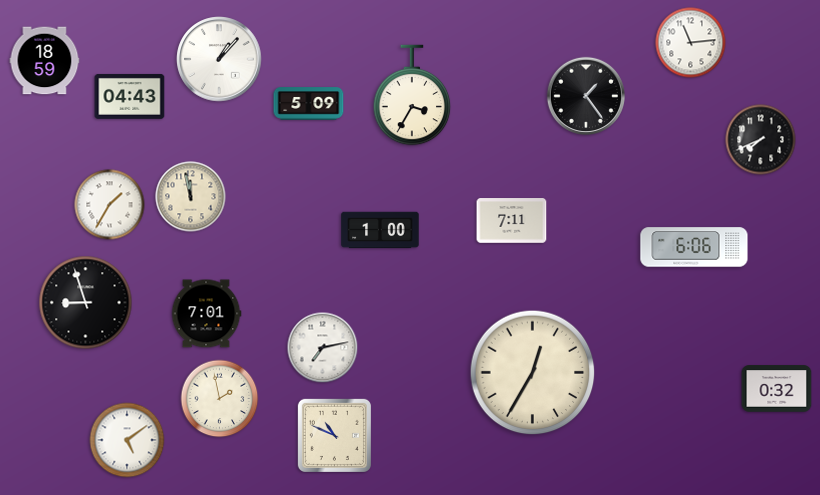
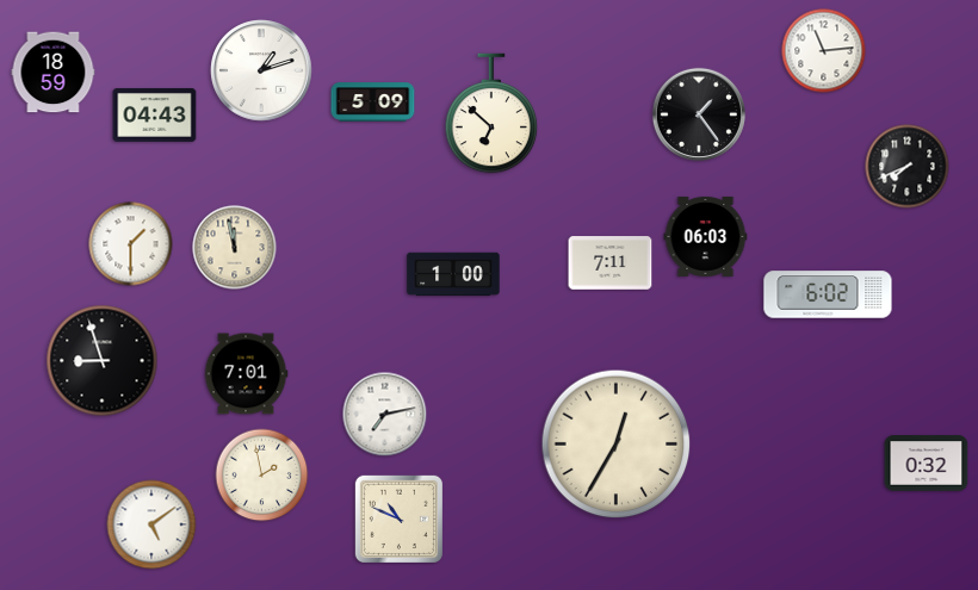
clock at (219, 59): 1:07 -> 1:12
clock at (412, 95): 3:35 -> 6:52
clock at (309, 104) position: (309, 104) -> (373, 103)
clock at (191, 197) position: (191, 197) -> (235, 248)
clock at (706, 236): none -> 06:03
clock at (110, 205): 1:35 -> 1:30
clock at (694, 247): 6:06 -> 6:02
clock at (533, 373) position: (533, 373) -> (617, 445)
